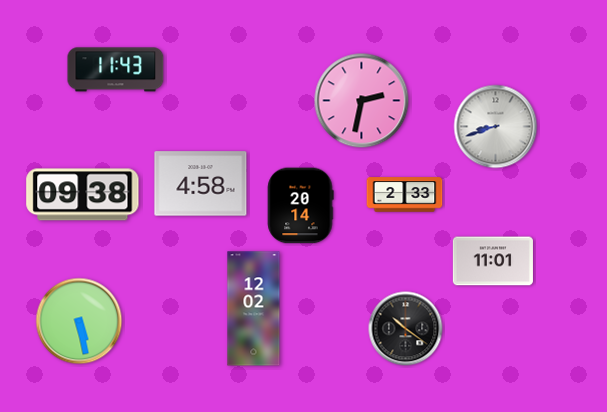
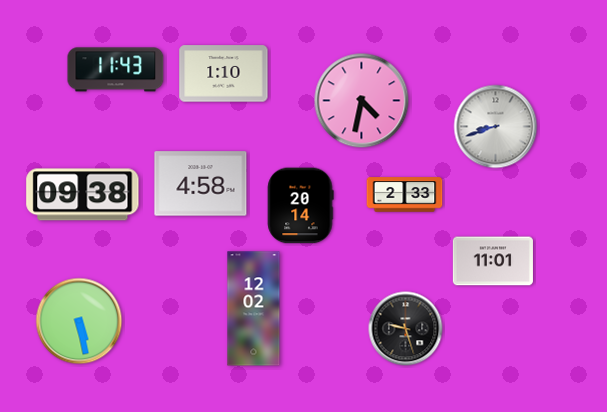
clock at (224, 74): none -> 1:10
clock at (362, 101): 2:32 -> 4:32
clock at (406, 329): 10:21 -> 9:27
